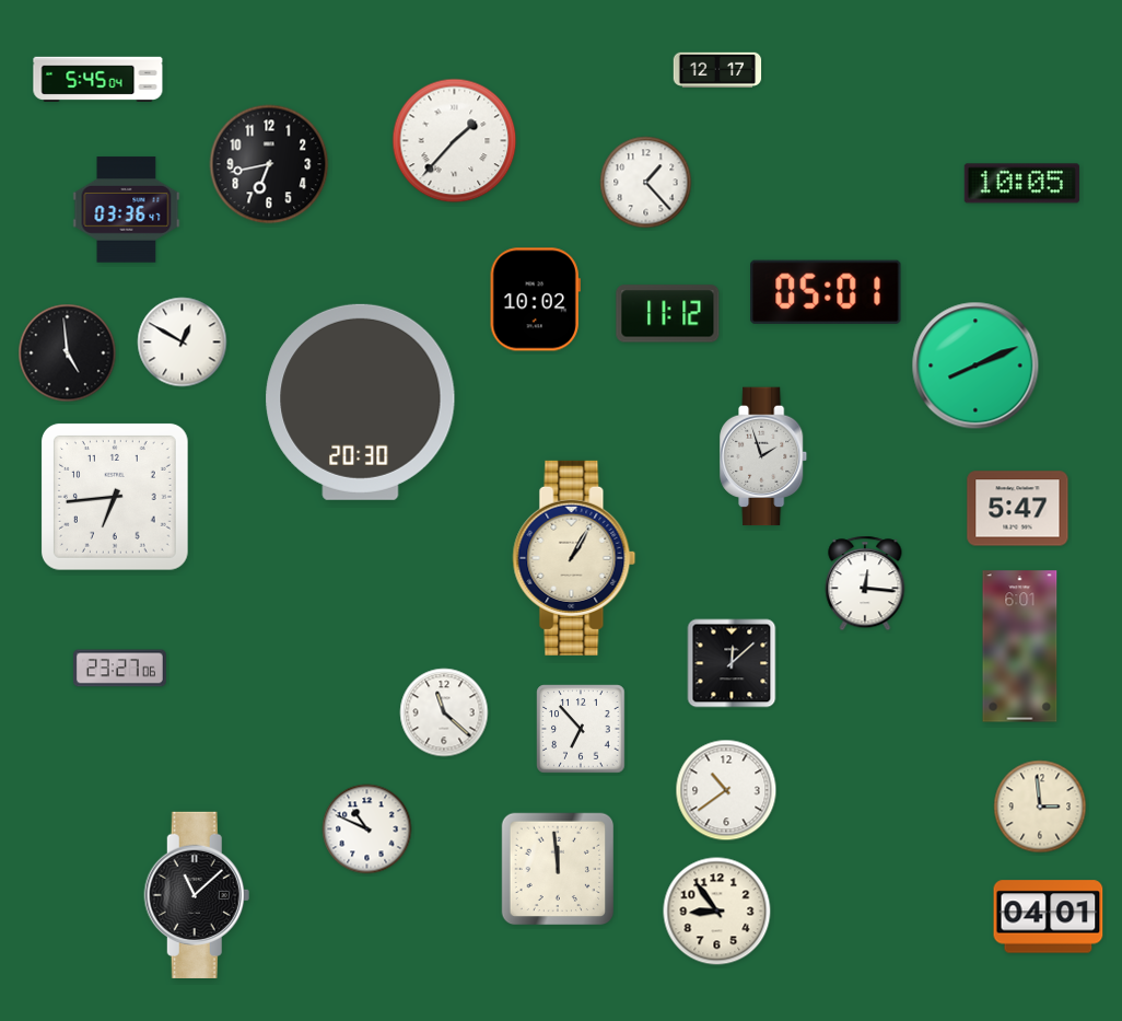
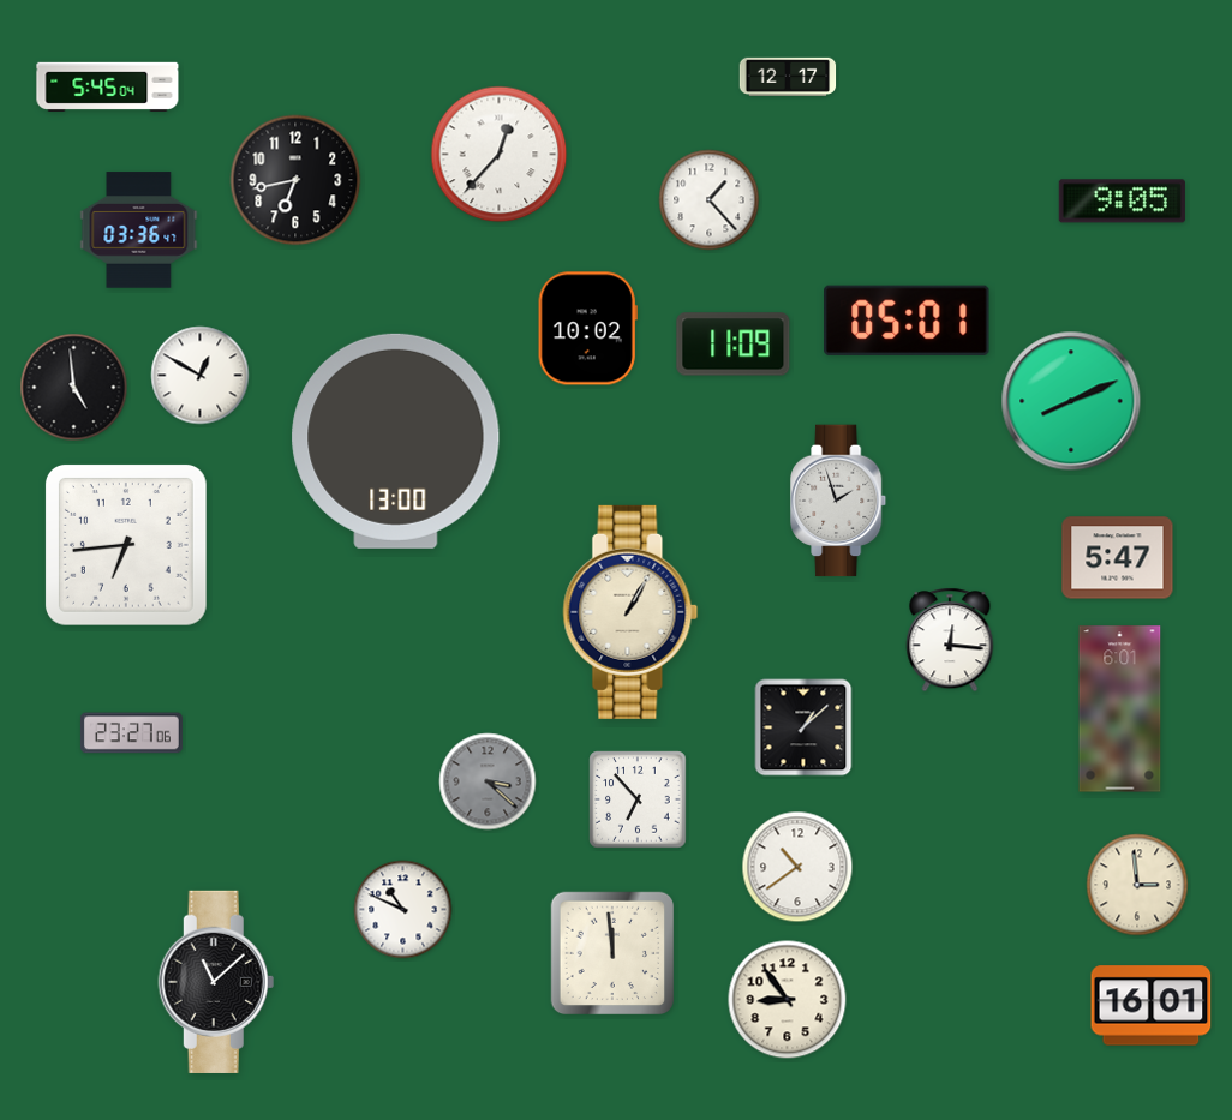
clock at (455, 141): 1:37 -> 12:37
clock at (1021, 184): 10:05 -> 9:05
clock at (668, 314): 11:12 -> 11:09
clock at (361, 402): 20:30 -> 13:00
clock at (732, 663): 12:08 -> 1:08
clock at (444, 712): 11:22 -> 3:22
clock at (444, 712) dial: white -> grey
clock at (1040, 807) position: (1040, 807) -> (1137, 885)
clock at (1049, 917): 04:01 -> 16:01
